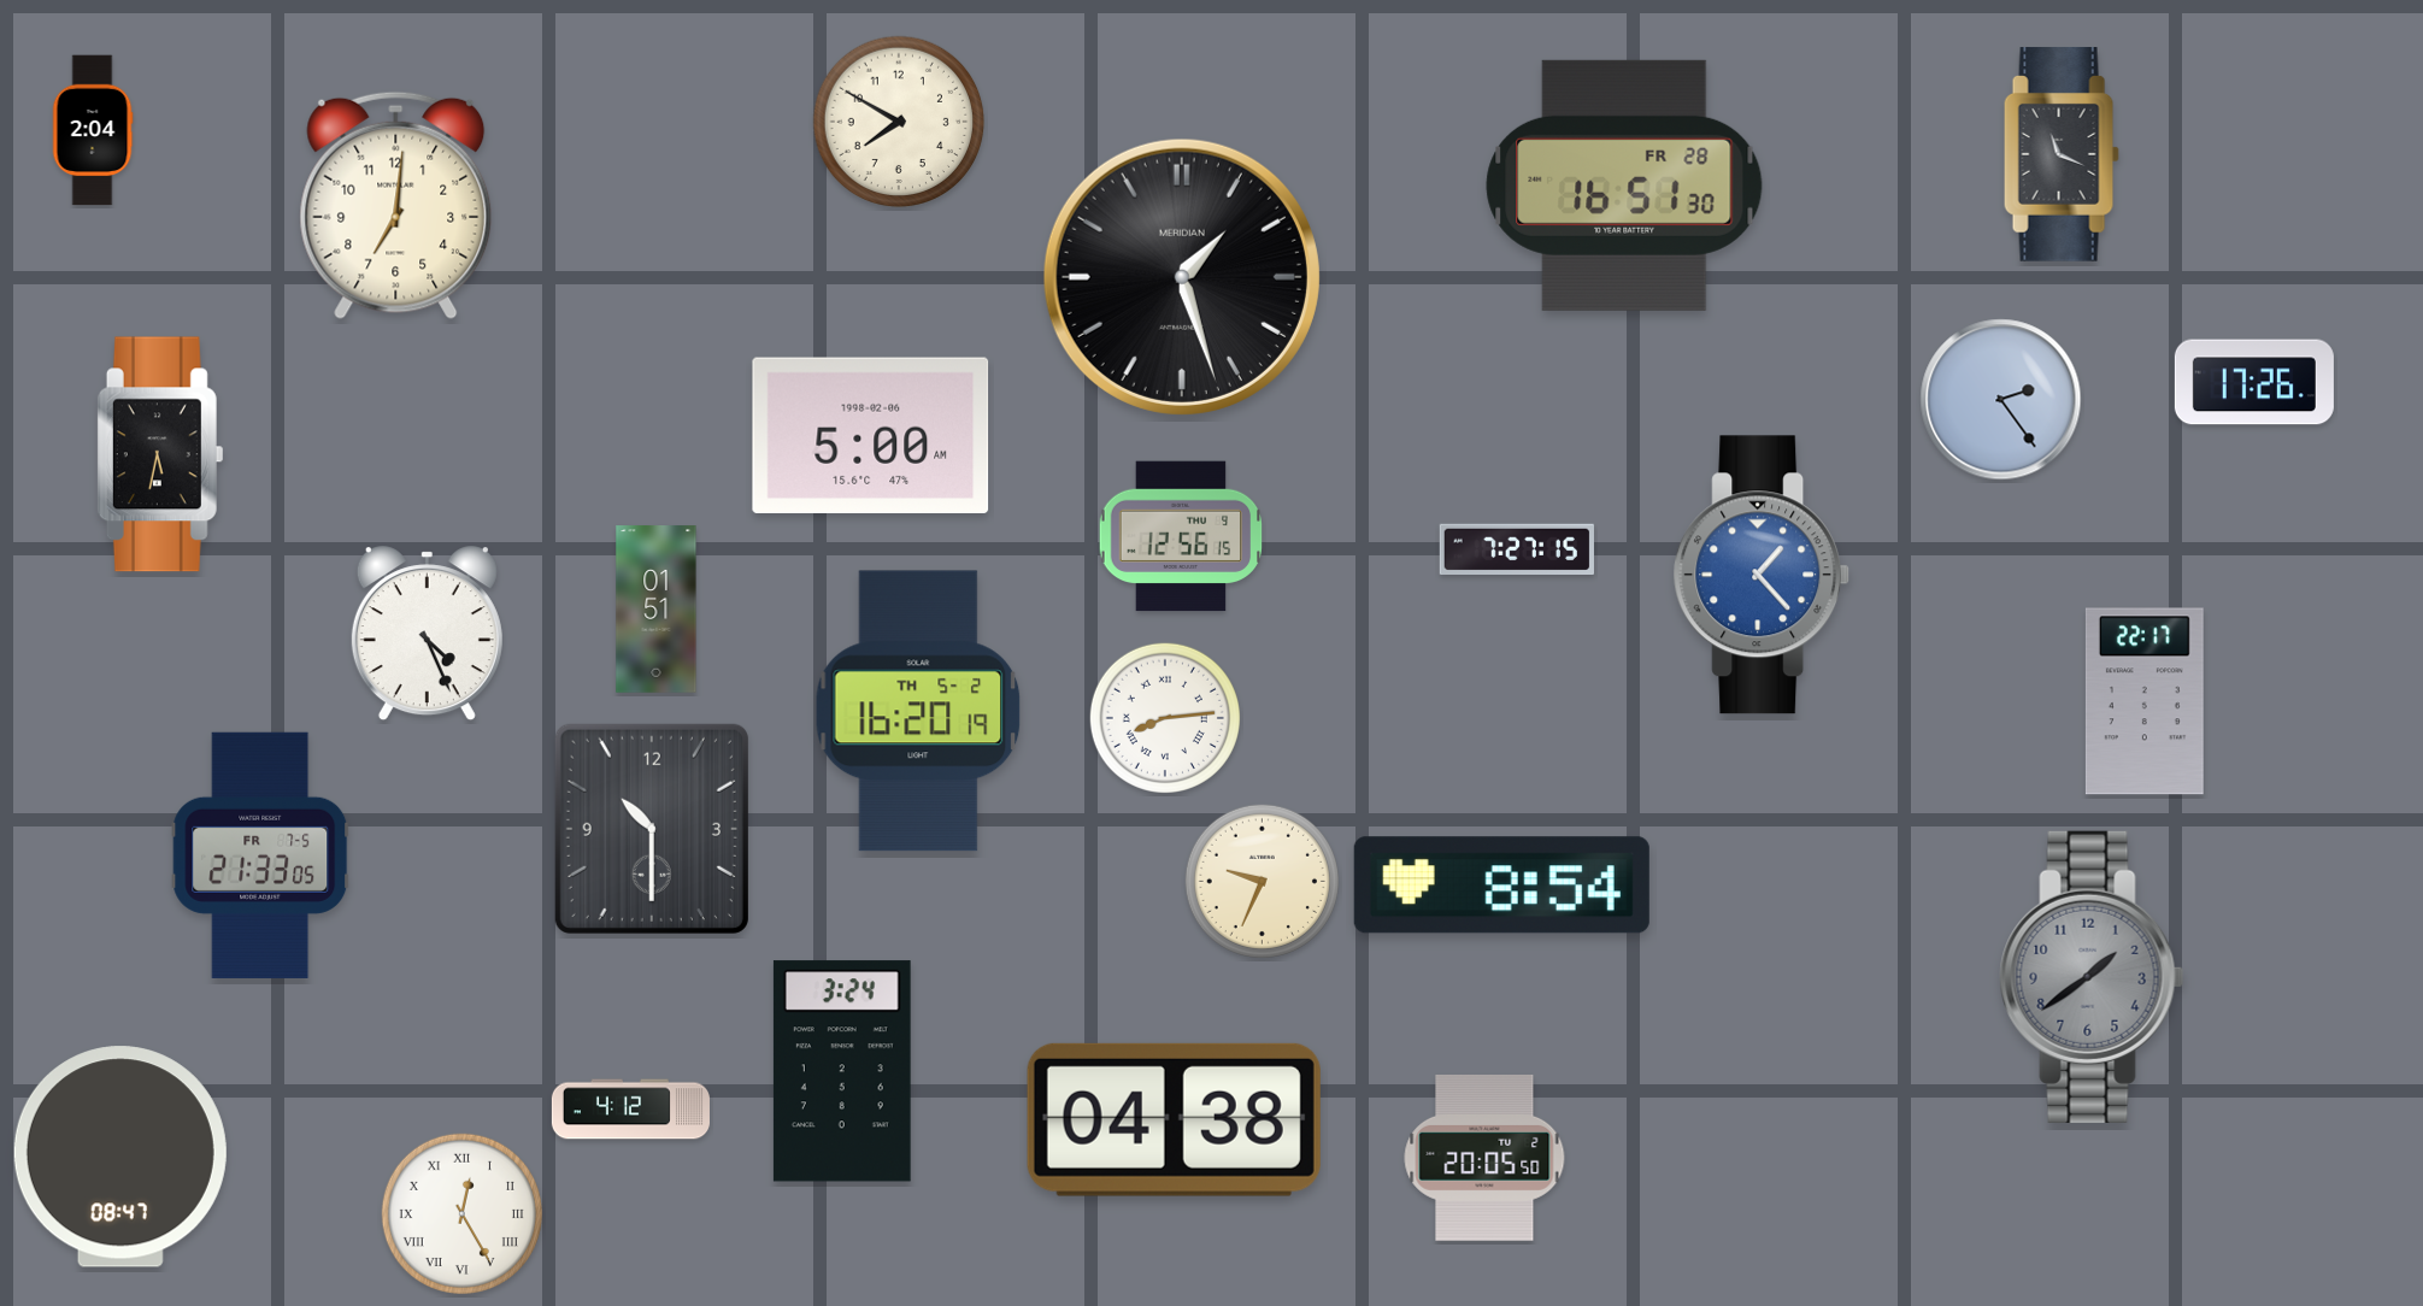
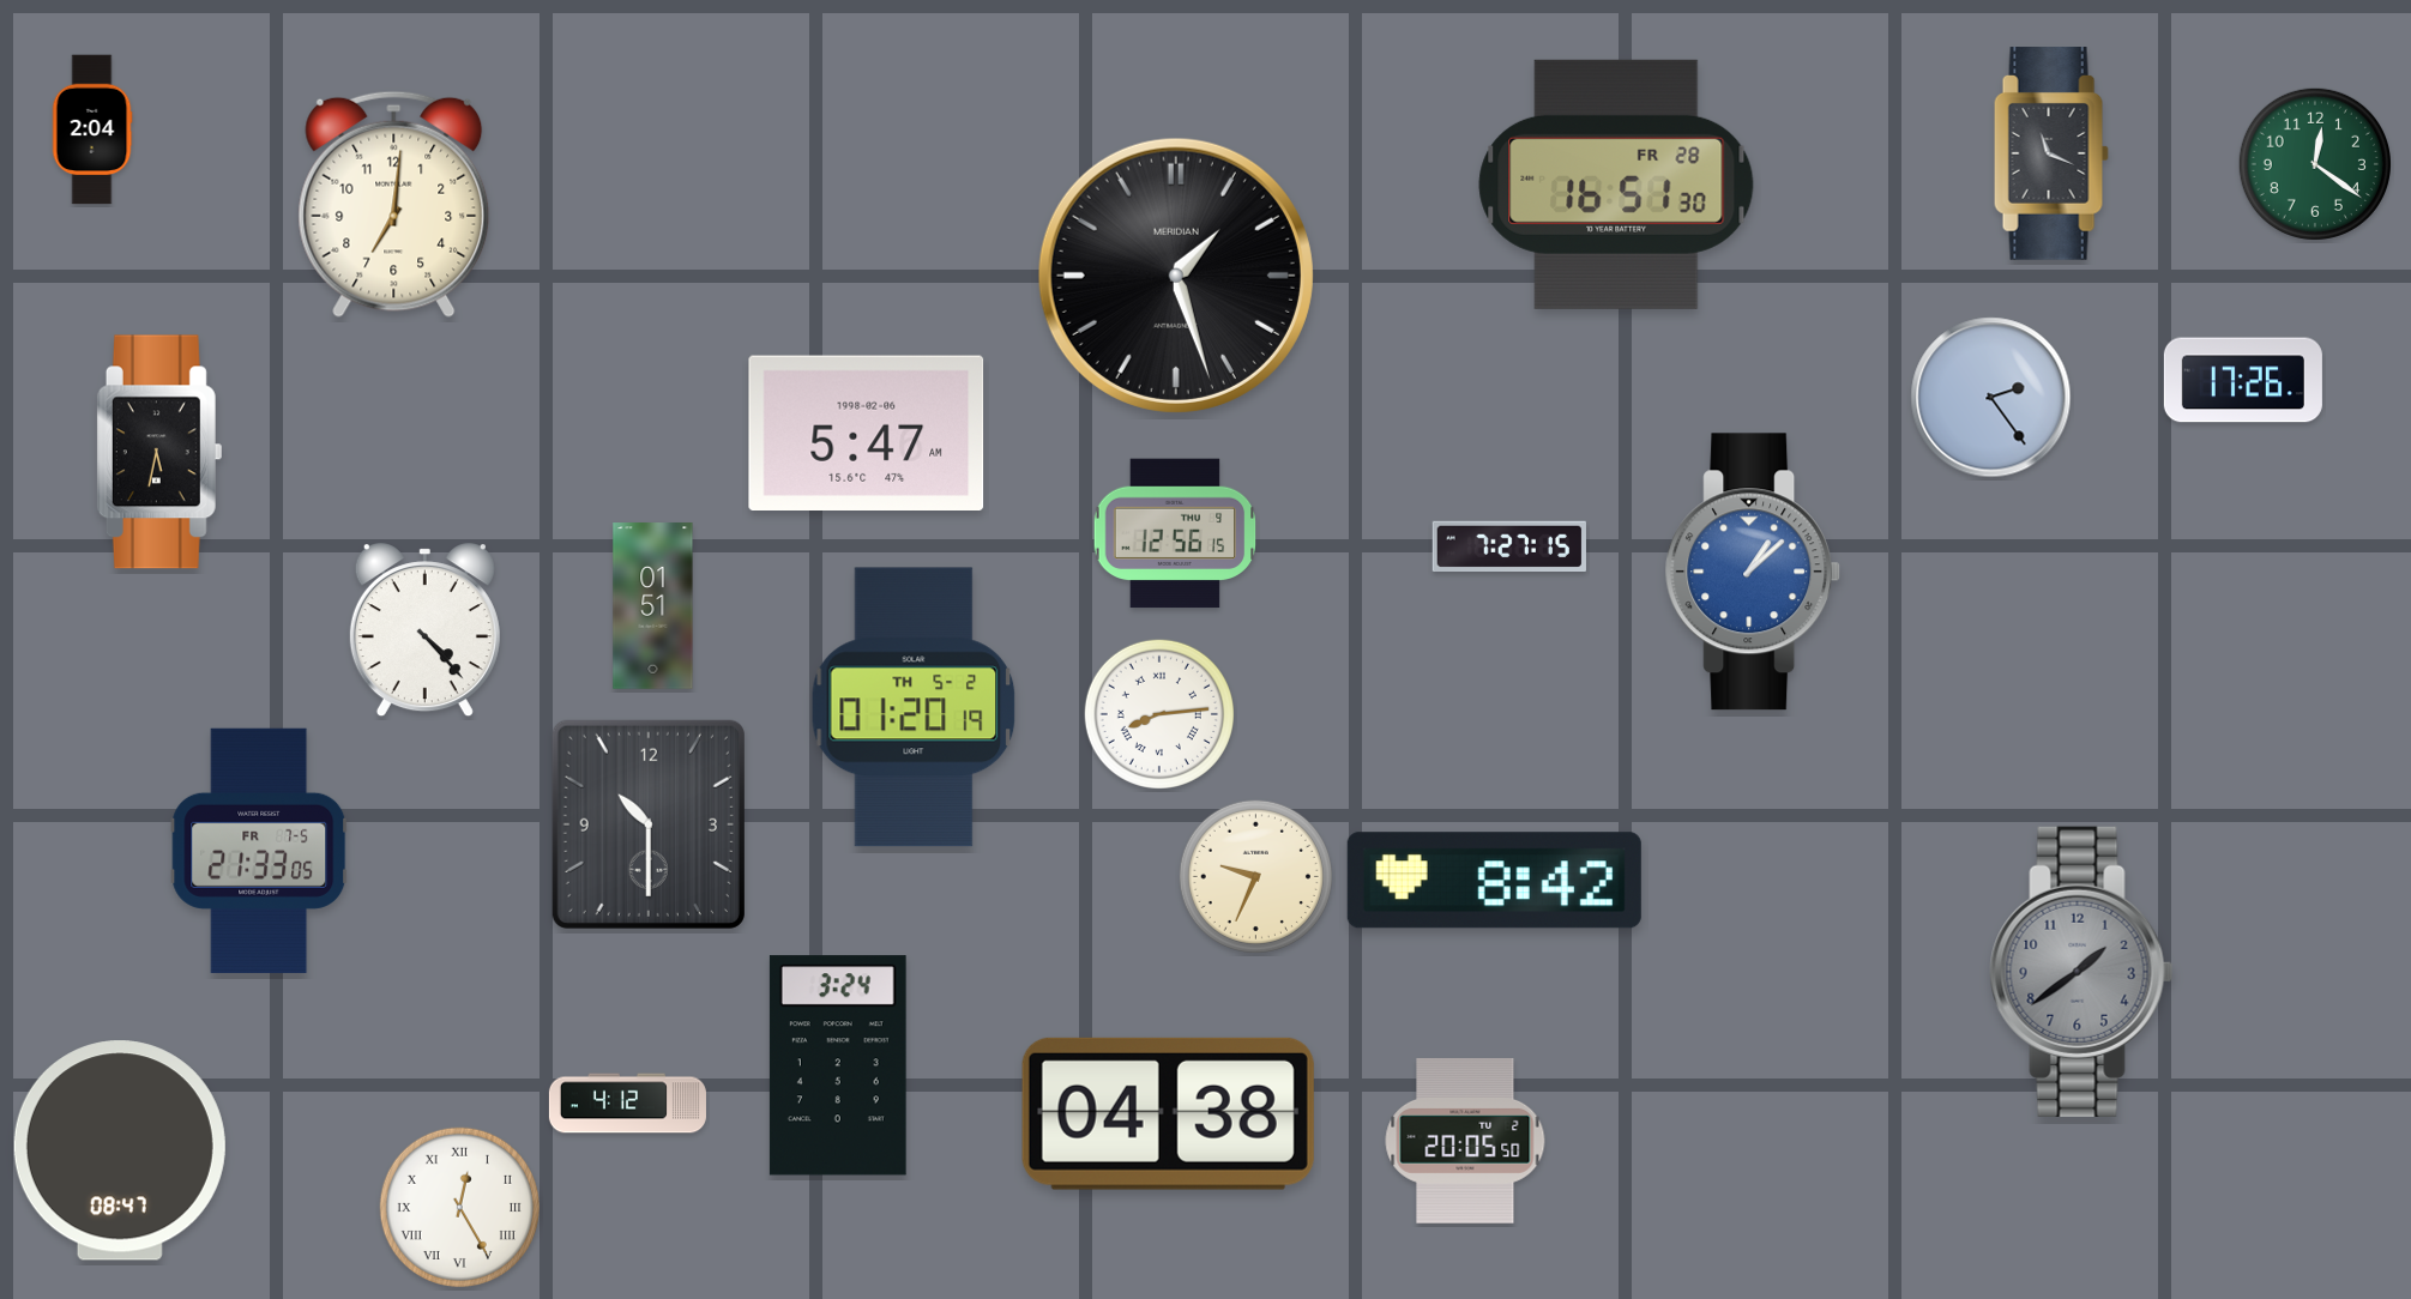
clock at (899, 122): 7:50 -> none
clock at (2315, 164): none -> 12:21
clock at (871, 435): 5:00 -> 5:47
clock at (1763, 575): 1:23 -> 1:08
clock at (427, 634): 4:26 -> 4:23
clock at (2145, 701): 22:17 -> none
clock at (918, 711): 16:20 -> 01:20
clock at (1501, 886): 8:54 -> 8:42
clock at (1484, 1158) position: (1484, 1158) -> (1465, 1141)
